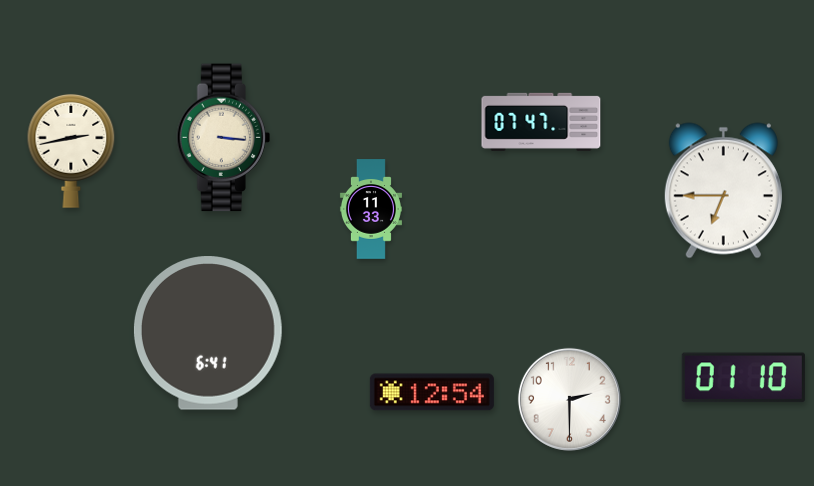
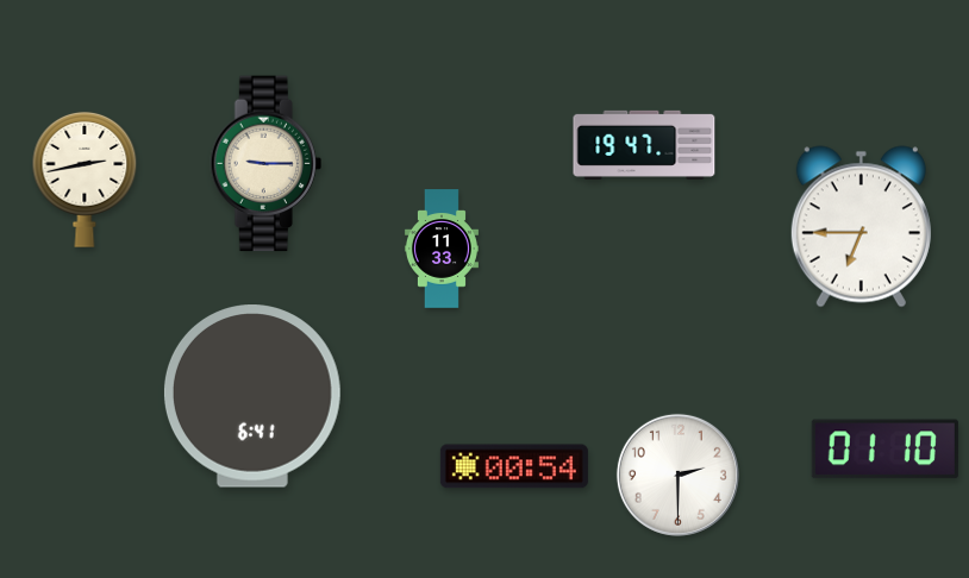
clock at (541, 122): 07:47 -> 19:47
clock at (223, 138): 3:16 -> 9:15
clock at (208, 333) position: (208, 333) -> (252, 396)
clock at (432, 392): 12:54 -> 00:54
